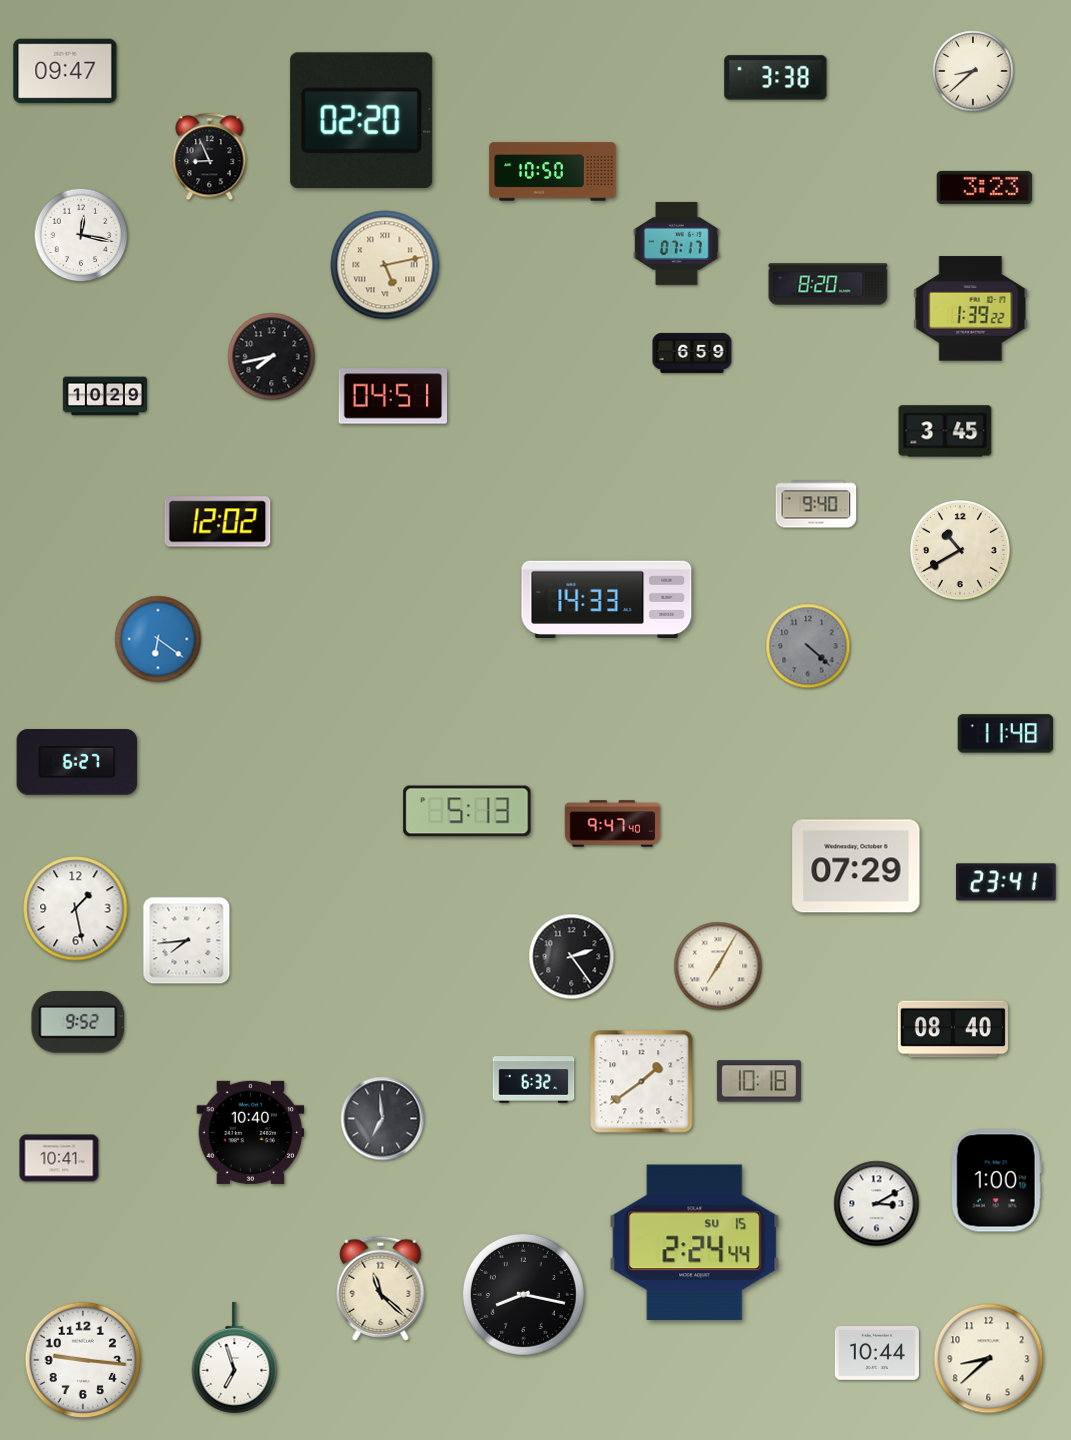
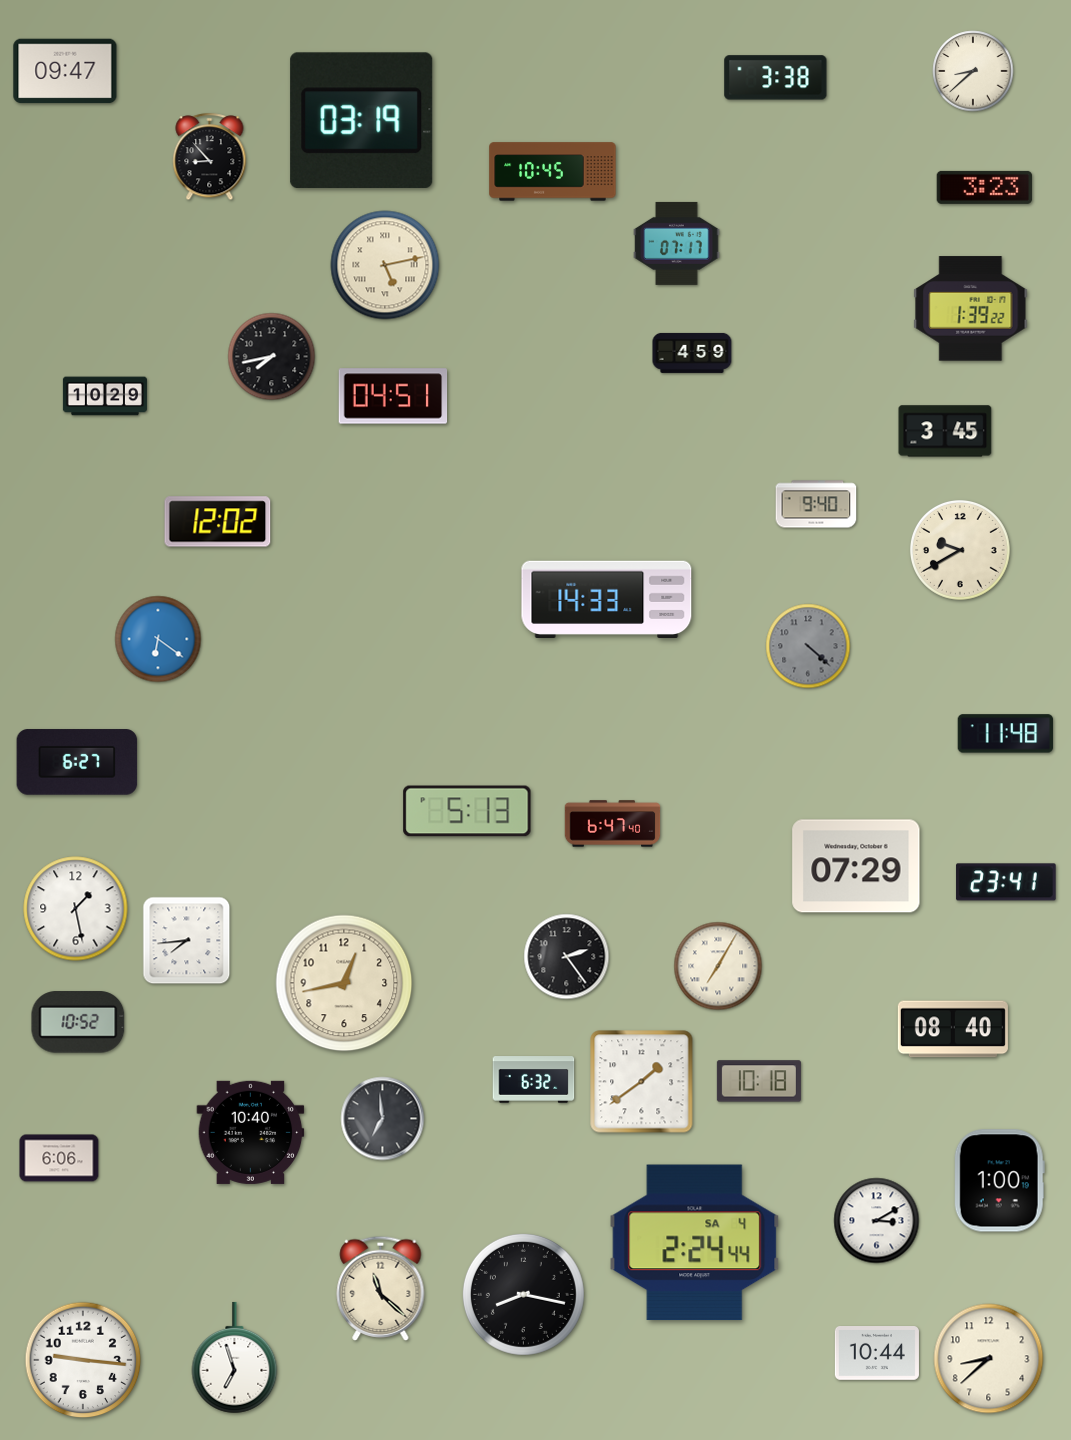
clock at (362, 120): 02:20 -> 03:19
clock at (210, 157): 8:56 -> 8:53
clock at (553, 172): 10:50 -> 10:45
clock at (81, 235): 12:17 -> none
clock at (828, 284): 8:20 -> none
clock at (692, 353): 6:59 -> 4:59
clock at (960, 550): 10:40 -> 9:40
clock at (613, 824): 9:47 -> 6:47
clock at (572, 957) position: (572, 957) -> (567, 957)
clock at (344, 983): none -> 12:43
clock at (78, 1022): 9:52 -> 10:52
clock at (59, 1158): 10:41 -> 6:06
clock at (996, 1181) position: (996, 1181) -> (999, 1181)
clock at (877, 1204) position: (877, 1204) -> (877, 1221)
clock at (695, 1243) date: SU 15 -> SA 4
